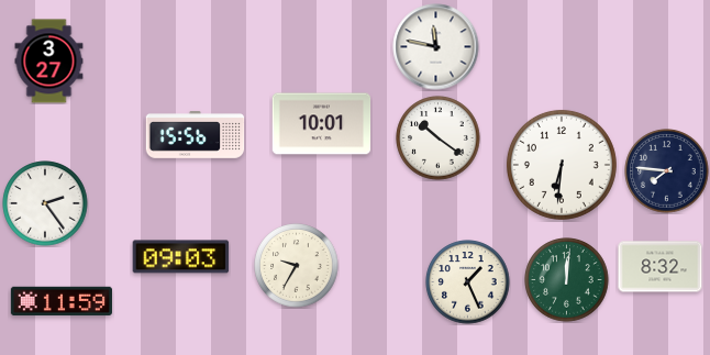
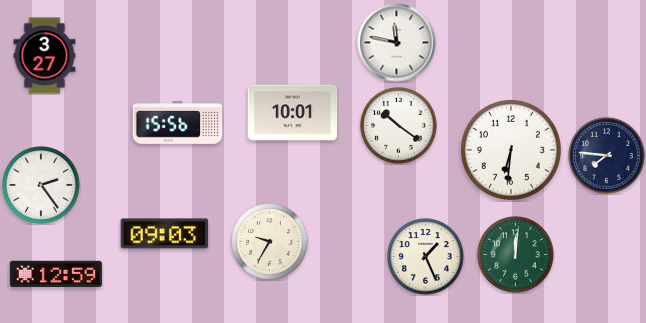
clock at (661, 267): 8:32 -> none
clock at (62, 300): 11:59 -> 12:59
